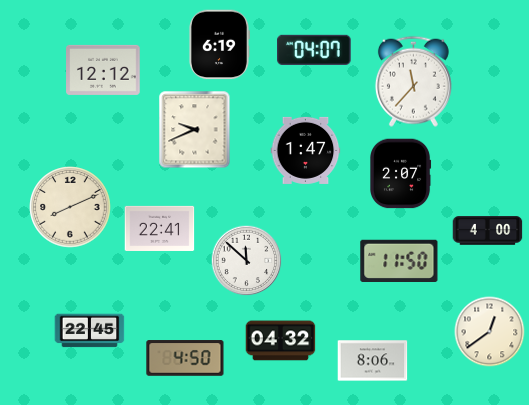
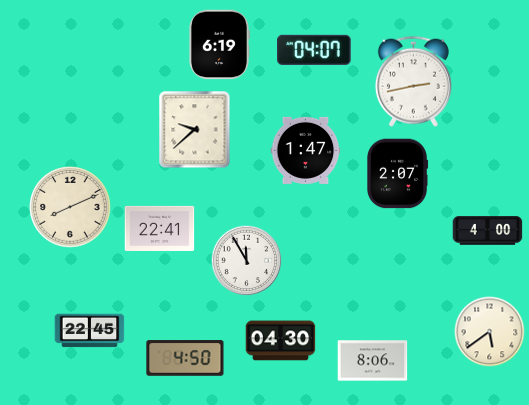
clock at (103, 70): 12:12 -> none
clock at (413, 81): 11:37 -> 2:43
clock at (195, 130): 9:41 -> 9:38
clock at (401, 174) position: (401, 174) -> (398, 174)
clock at (399, 260): 11:50 -> none
clock at (247, 261): 11:52 -> 11:55
clock at (490, 332): 12:39 -> 5:39
clock at (281, 341): 04:32 -> 04:30
